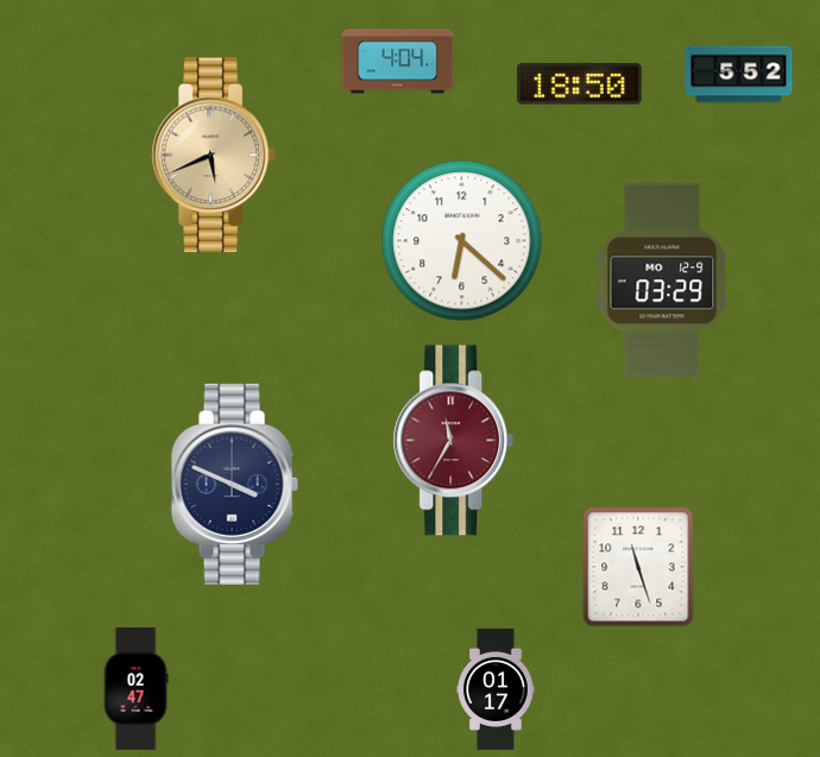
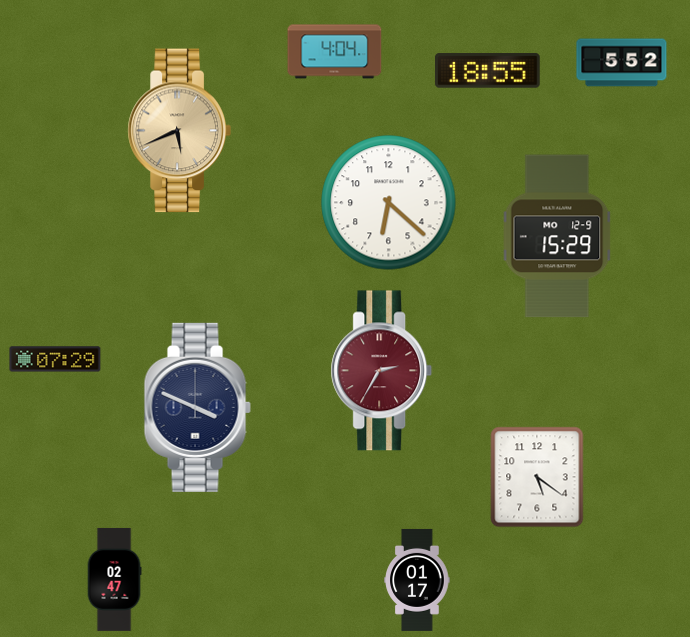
clock at (580, 84): 18:50 -> 18:55
clock at (662, 280): 03:29 -> 15:29
clock at (55, 359): none -> 07:29
clock at (454, 441): 11:35 -> 2:35
clock at (638, 567): 11:27 -> 5:21
